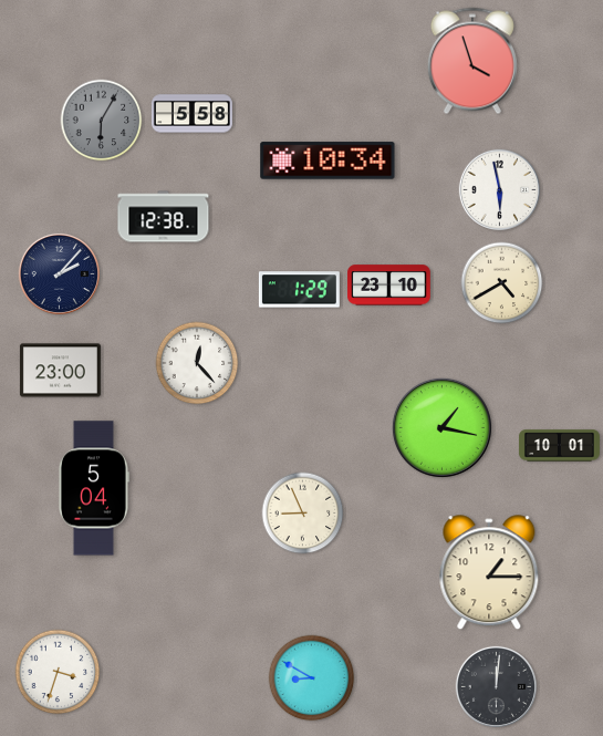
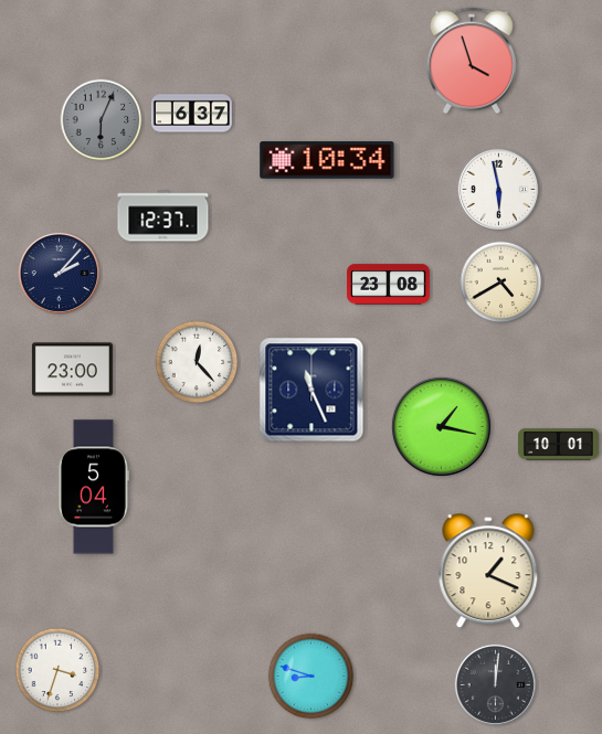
clock at (191, 114): 5:58 -> 6:37
clock at (102, 121): 6:05 -> 6:04
clock at (164, 217): 12:38 -> 12:37
clock at (389, 286): 23:10 -> 23:08
clock at (299, 290): 1:29 -> none
clock at (60, 371) position: (60, 371) -> (72, 370)
clock at (311, 390): none -> 11:26
clock at (303, 514): 8:56 -> none
clock at (489, 573): 1:15 -> 1:19
clock at (312, 678): 8:50 -> 8:48
